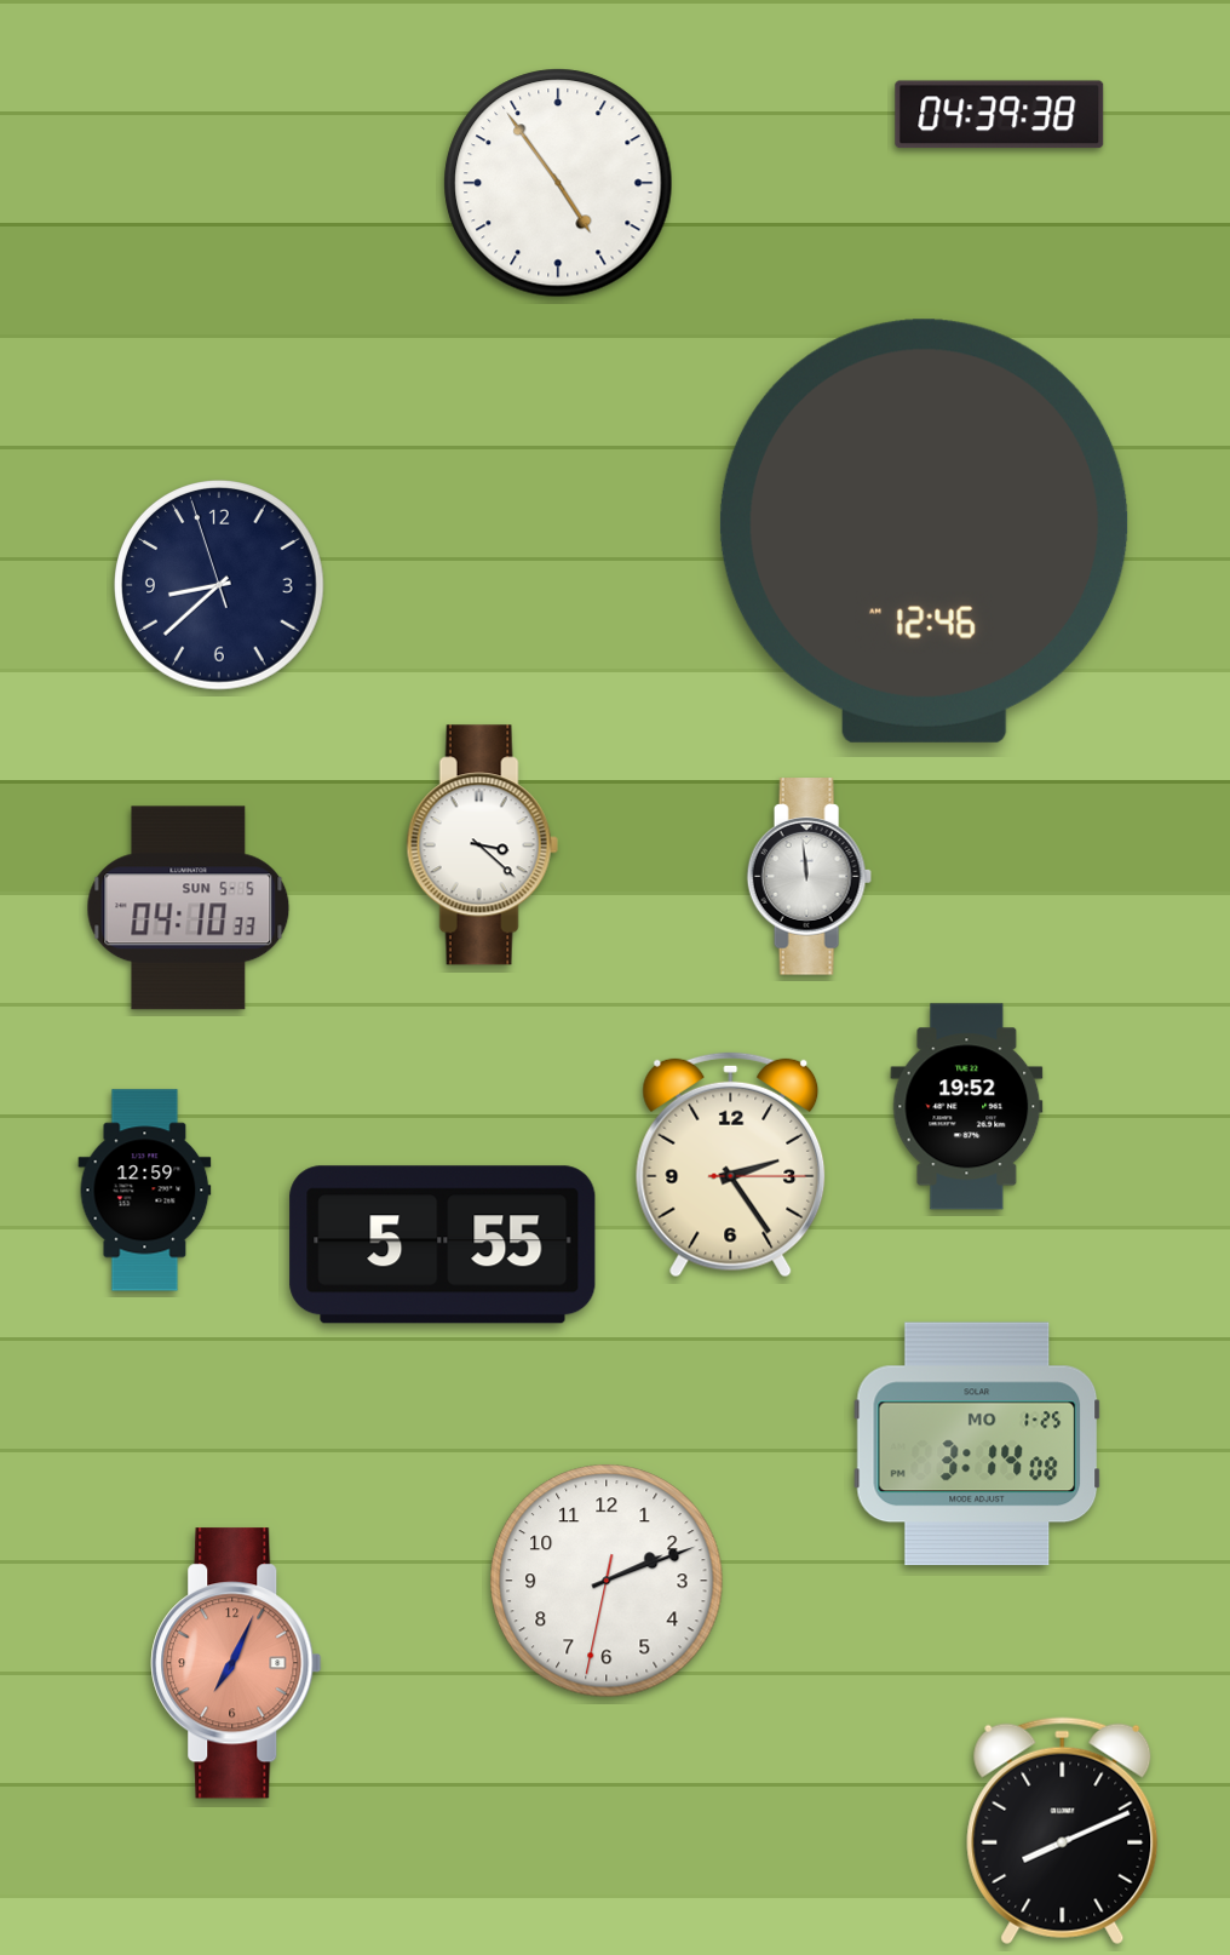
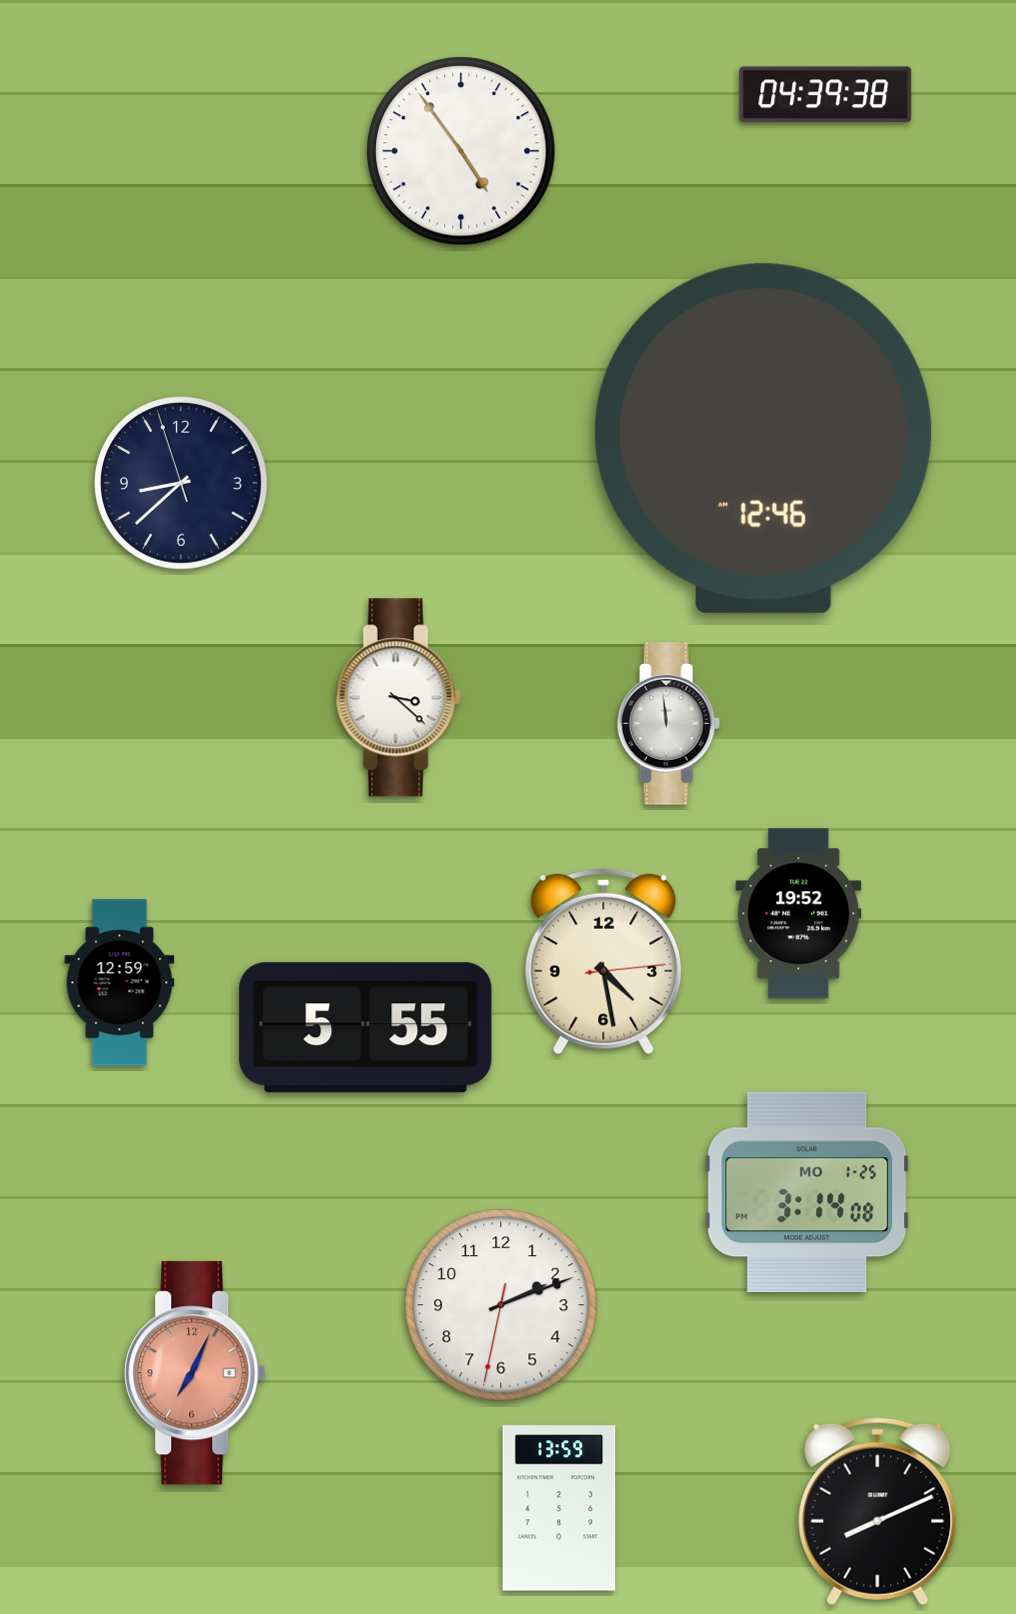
clock at (189, 908): 04:10 -> none
clock at (731, 1164): 2:24 -> 4:28
clock at (559, 1508): none -> 13:59
